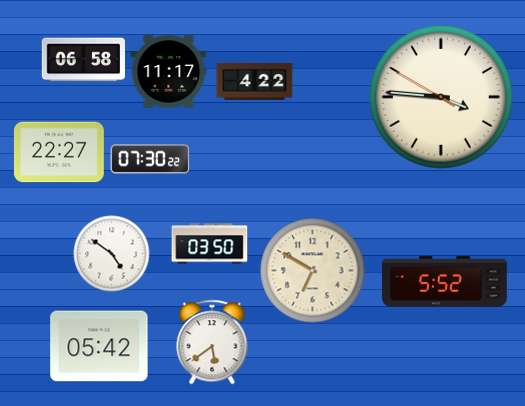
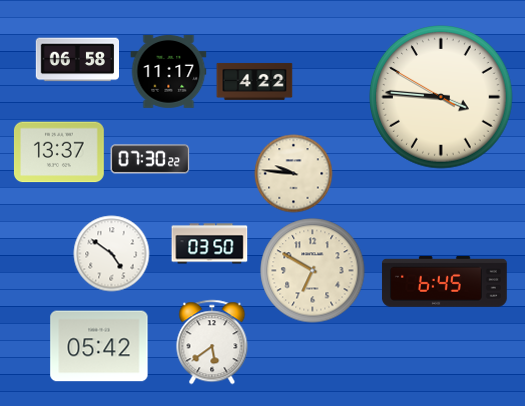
clock at (84, 60) position: (84, 60) -> (78, 60)
clock at (59, 152): 22:27 -> 13:37
clock at (294, 174): none -> 9:46
clock at (444, 281): 5:52 -> 6:45
